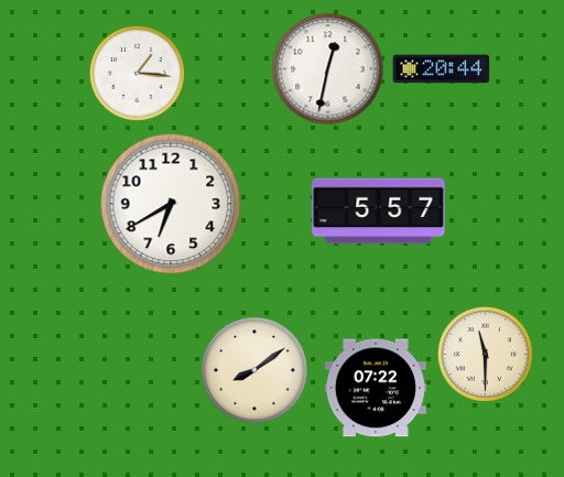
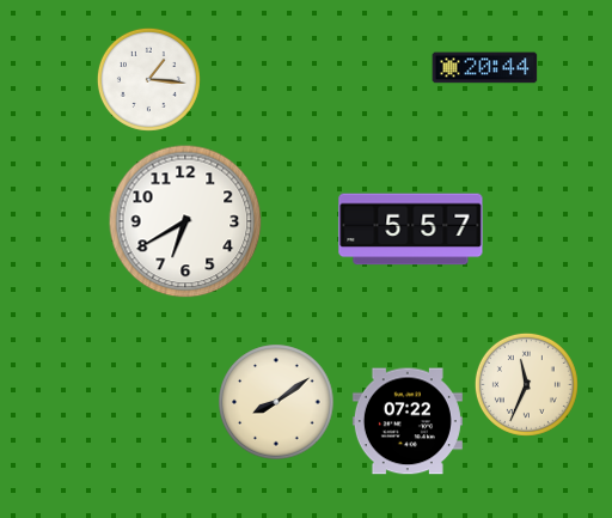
clock at (328, 69): 12:32 -> none
clock at (442, 69) position: (442, 69) -> (485, 68)
clock at (485, 354): 11:30 -> 11:34
